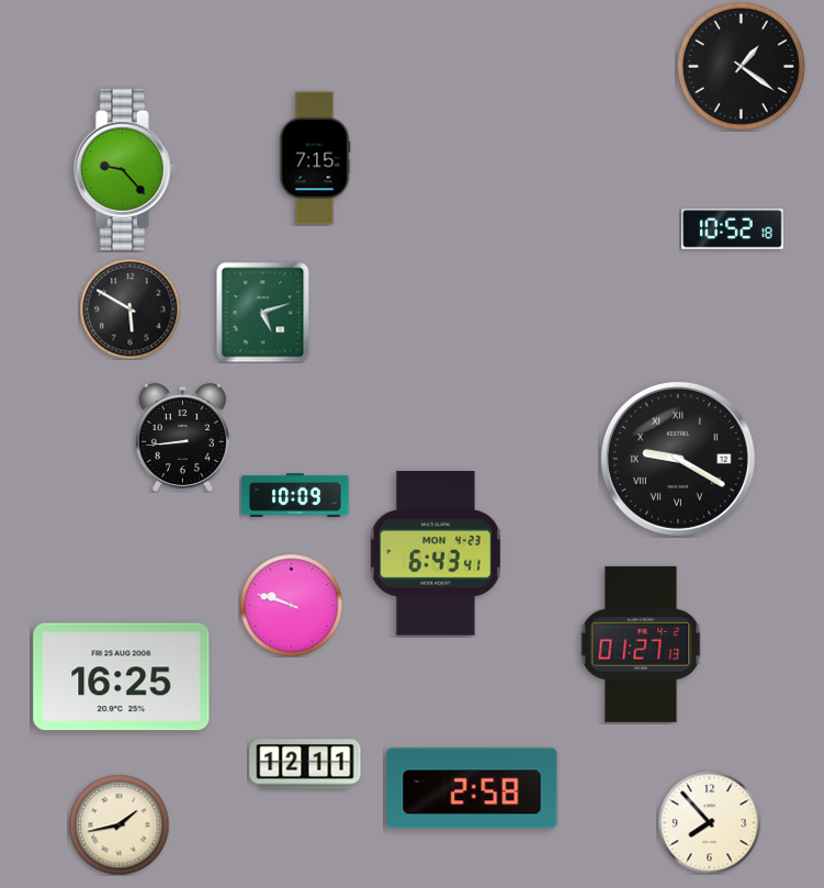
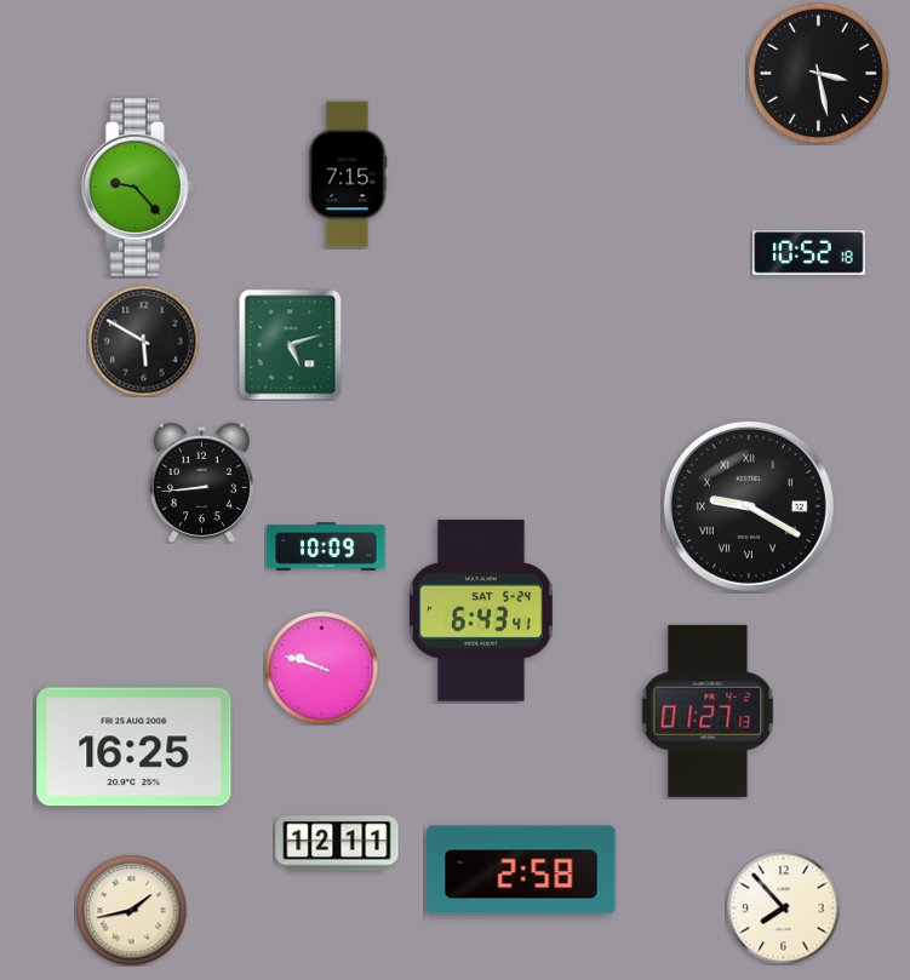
clock at (741, 66): 1:21 -> 3:28
clock at (436, 553) date: MON 4-23 -> SAT 5-24
